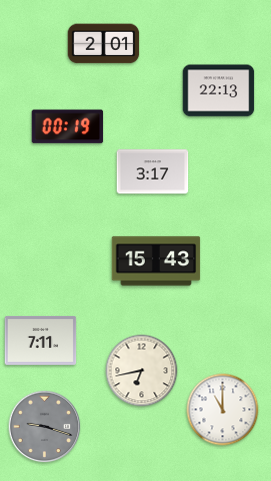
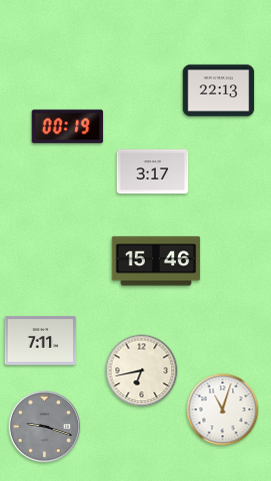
clock at (104, 44): 2:01 -> none
clock at (156, 261): 15:43 -> 15:46
clock at (223, 410): 11:00 -> 11:03
